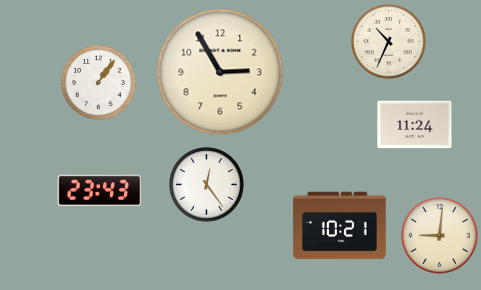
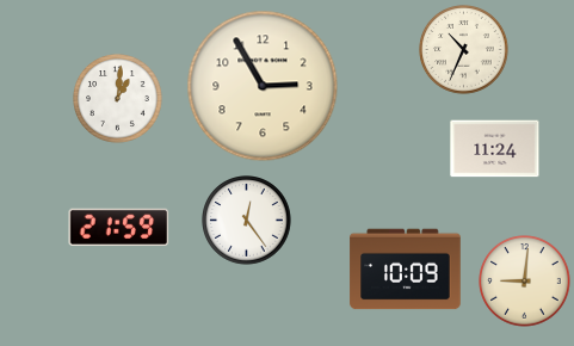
clock at (99, 83): 1:06 -> 1:01
clock at (100, 190): 23:43 -> 21:59
clock at (340, 226): 10:21 -> 10:09
